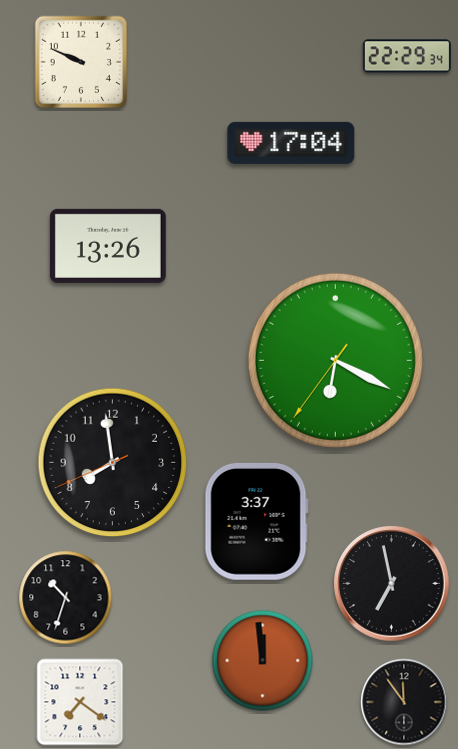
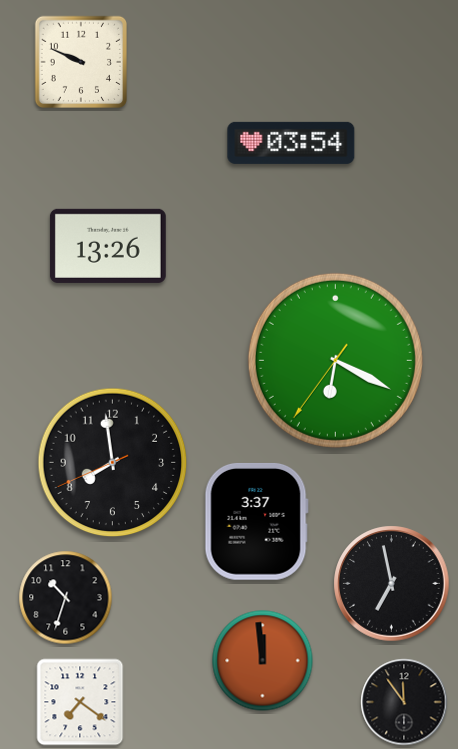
clock at (407, 56): 22:29 -> none
clock at (291, 143): 17:04 -> 03:54
